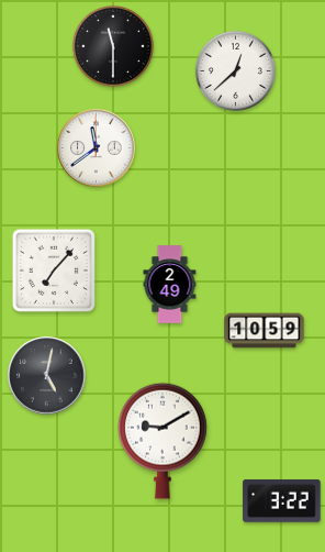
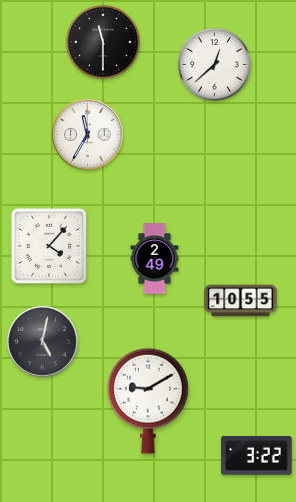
clock at (97, 148): 11:39 -> 11:35
clock at (54, 271): 7:07 -> 4:07
clock at (265, 331): 10:59 -> 10:55
